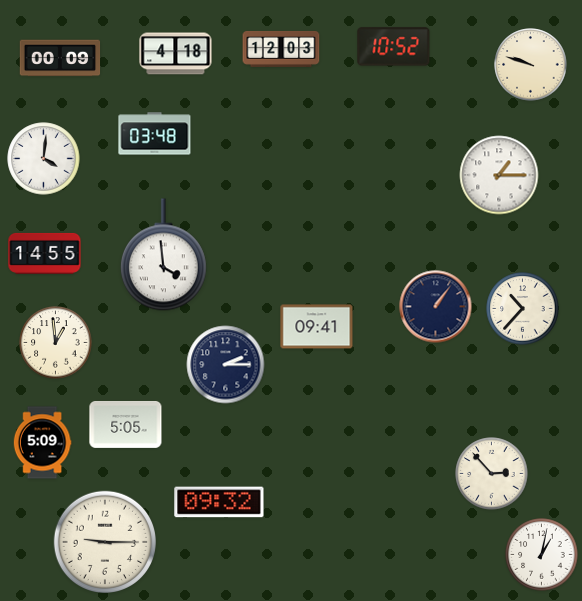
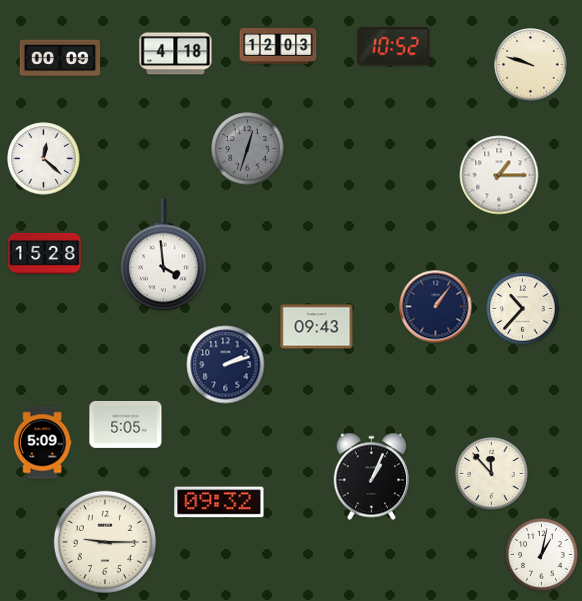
clock at (281, 49) position: (281, 49) -> (278, 46)
clock at (155, 134): 03:48 -> none
clock at (248, 149): none -> 12:33
clock at (44, 159): 4:01 -> 12:22
clock at (45, 253): 14:55 -> 15:28
clock at (317, 327): 09:41 -> 09:43
clock at (56, 343): 12:59 -> none
clock at (226, 365): 2:15 -> 2:12
clock at (492, 474): 2:53 -> 11:53
clock at (372, 477): none -> 1:04
